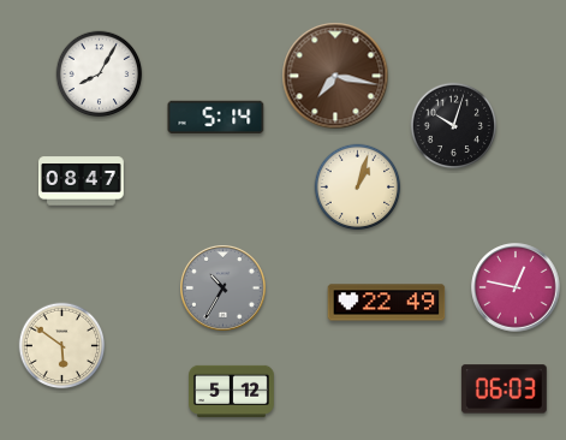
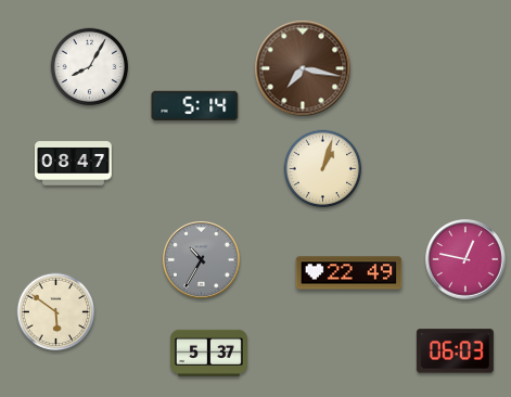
clock at (454, 126): 10:03 -> none
clock at (232, 391): 5:12 -> 5:37
